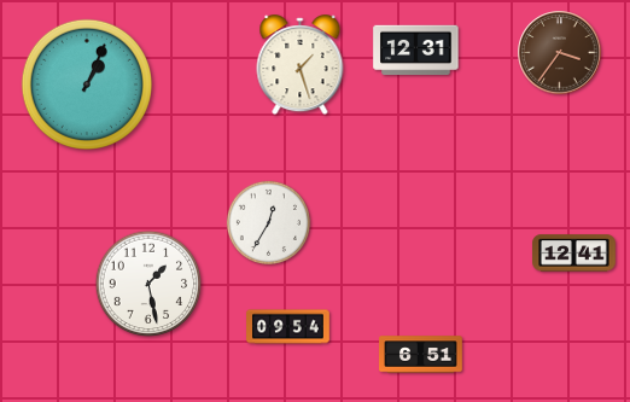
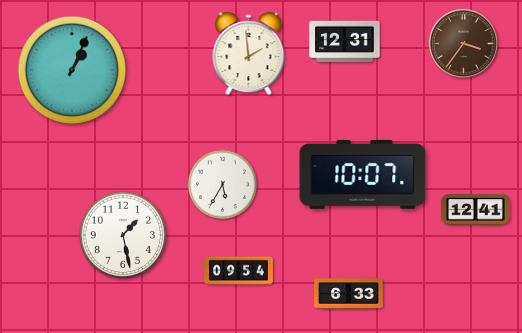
clock at (301, 65): 1:27 -> 1:59
clock at (363, 174): none -> 10:07
clock at (268, 222): 12:35 -> 5:35
clock at (421, 355): 6:51 -> 6:33
